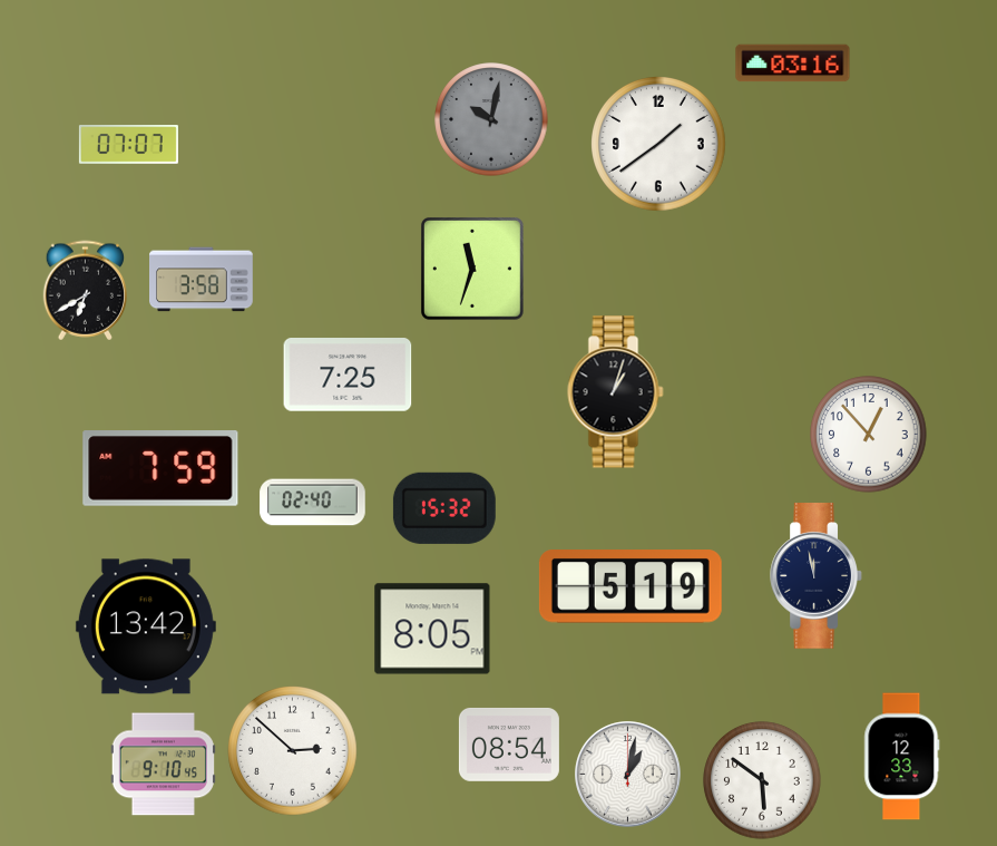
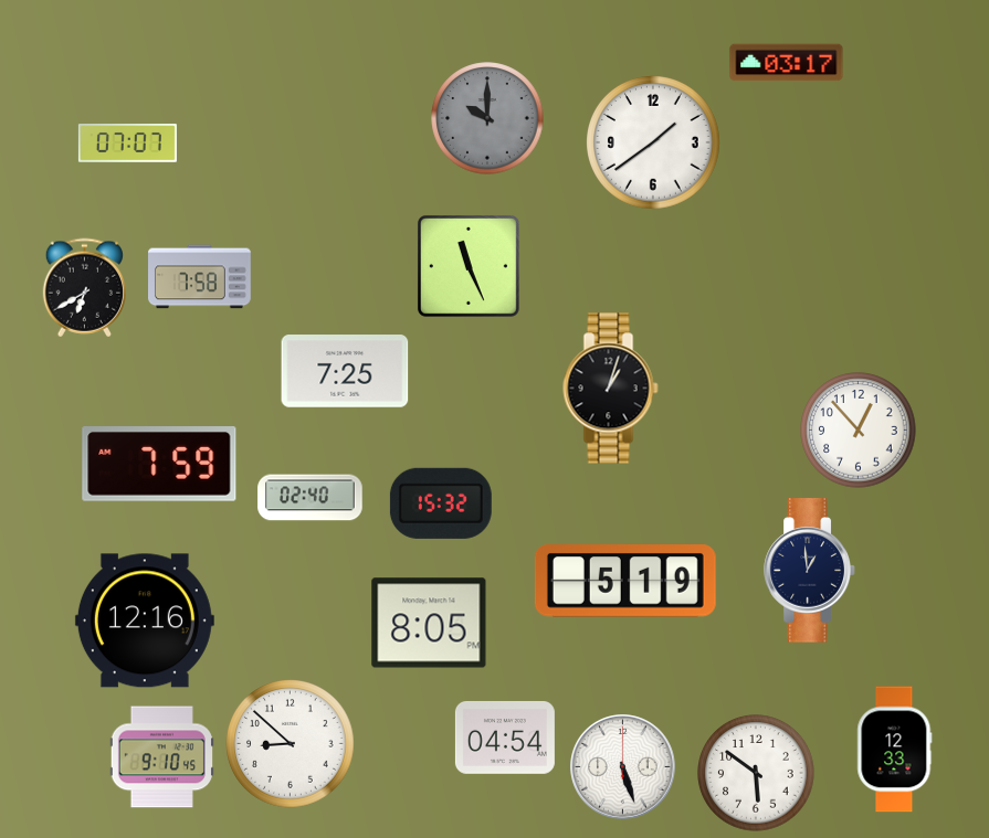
clock at (793, 64): 03:16 -> 03:17
clock at (491, 119): 10:02 -> 10:00
clock at (472, 269): 11:33 -> 11:26
clock at (202, 280): 3:58 -> 7:58
clock at (869, 435) position: (869, 435) -> (859, 431)
clock at (817, 576): 11:58 -> 12:59
clock at (146, 626): 13:42 -> 12:16
clock at (509, 745): 08:54 -> 04:54
clock at (293, 751): 2:52 -> 8:52
clock at (628, 775): 1:02 -> 5:27
